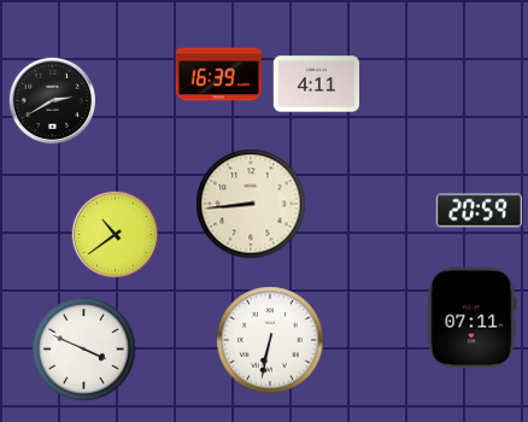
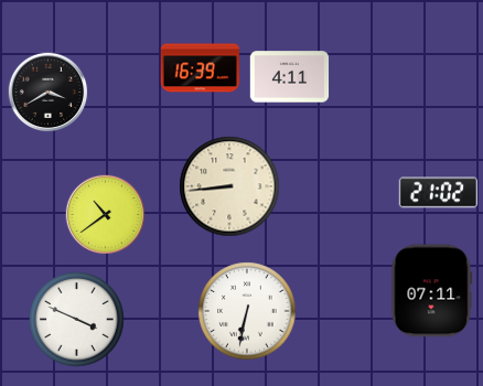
clock at (53, 101): 2:40 -> 3:40
clock at (479, 211): 20:59 -> 21:02
